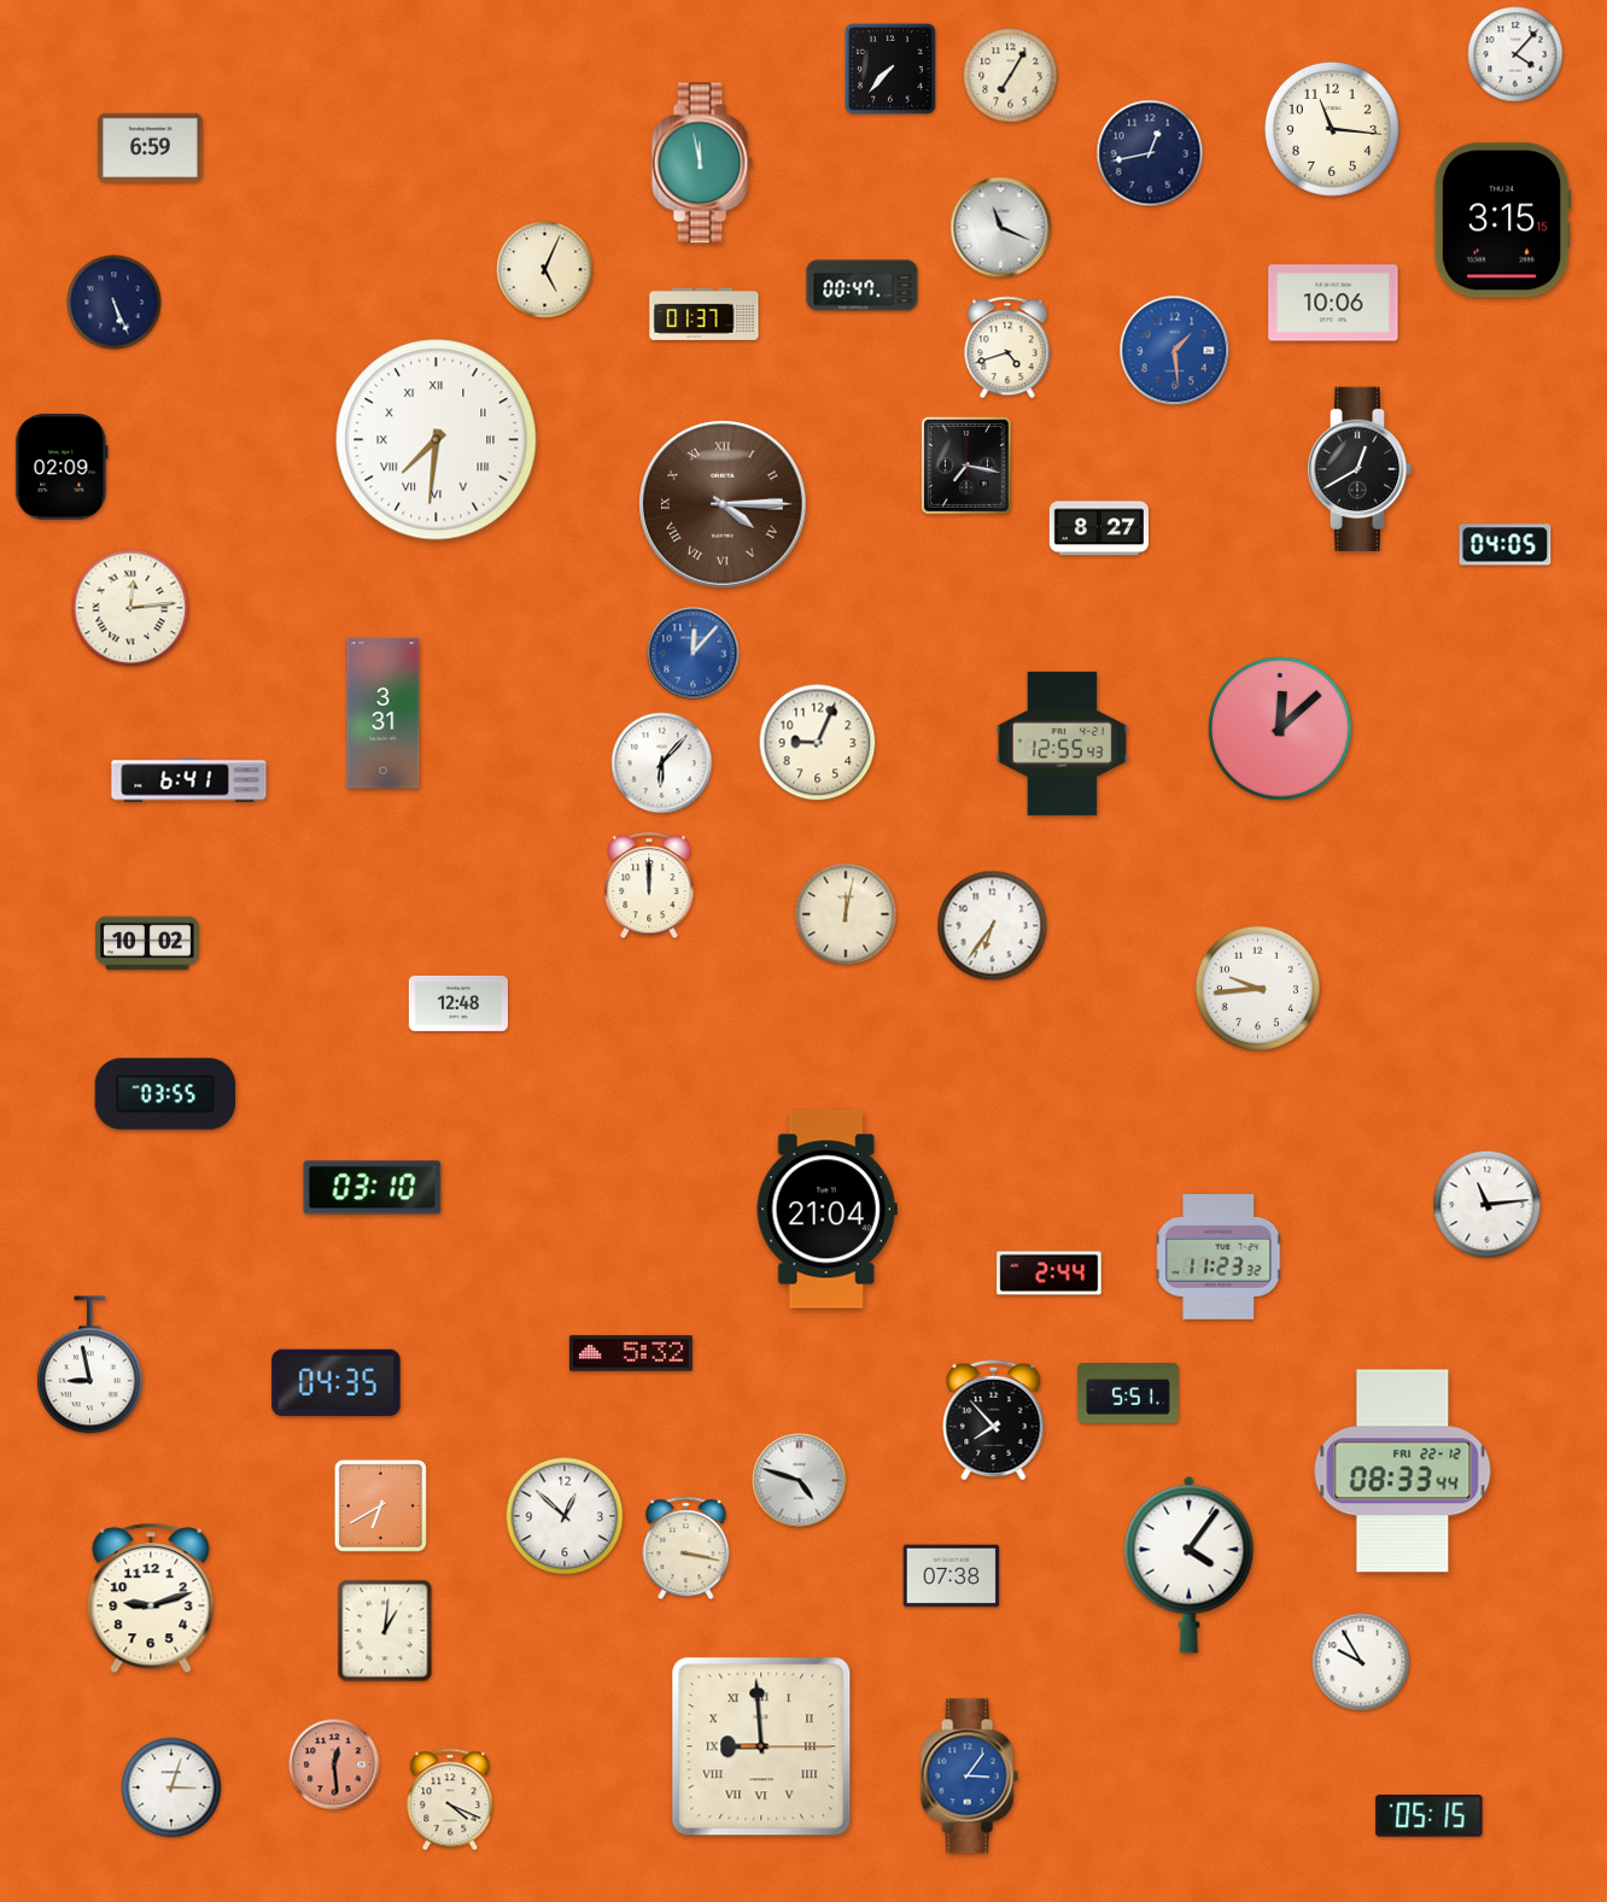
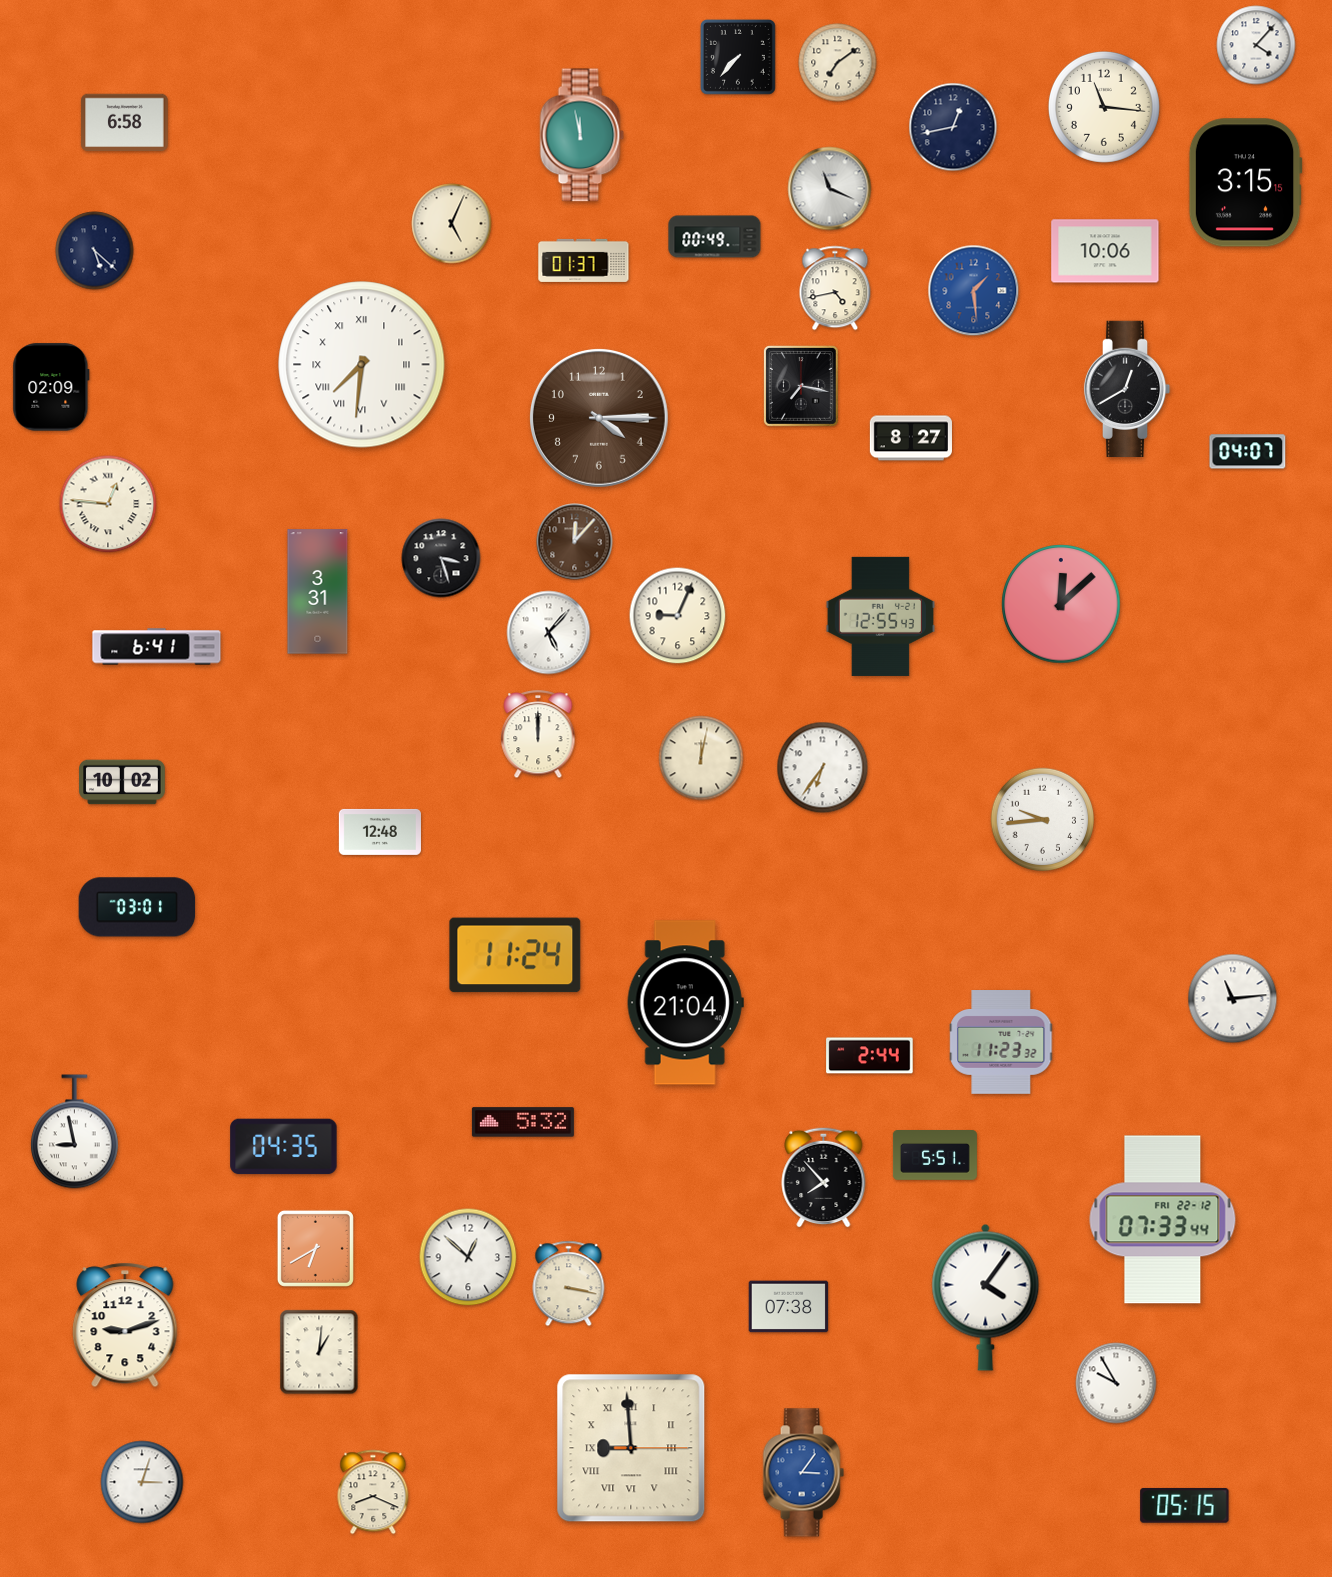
clock at (1011, 76): 7:05 -> 7:09
clock at (151, 148): 6:59 -> 6:58
clock at (863, 286): 00:47 -> 00:49
clock at (115, 303): 5:26 -> 5:22
clock at (1007, 347): 4:42 -> 4:43
clock at (723, 504) numerals: Roman -> Arabic
clock at (1506, 545): 04:05 -> 04:07
clock at (130, 608): 12:14 -> 12:46
clock at (694, 654) dial: blue -> brown
clock at (441, 558): none -> 3:27
clock at (662, 763): 6:07 -> 5:07
clock at (165, 1094): 03:55 -> 03:01
clock at (515, 955): none -> 11:24
clock at (373, 1188): 03:10 -> none
clock at (1220, 1258) position: (1220, 1258) -> (1002, 1043)
clock at (337, 1383) position: (337, 1383) -> (284, 1147)
clock at (1403, 1471): 08:33 -> 07:33
clock at (800, 1481): 4:48 -> none
clock at (1361, 1662) position: (1361, 1662) -> (1116, 1383)
clock at (334, 1765): 12:29 -> none
clock at (450, 1799): 4:19 -> 8:19
